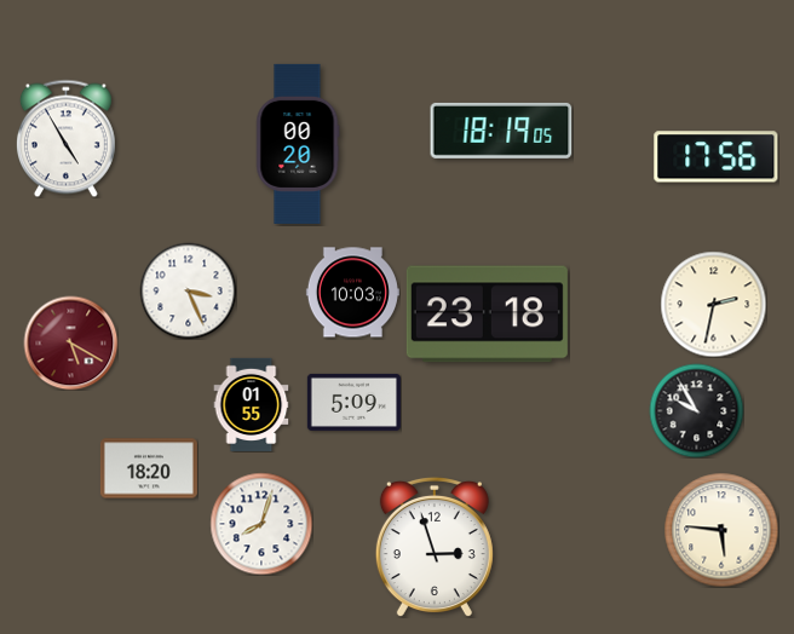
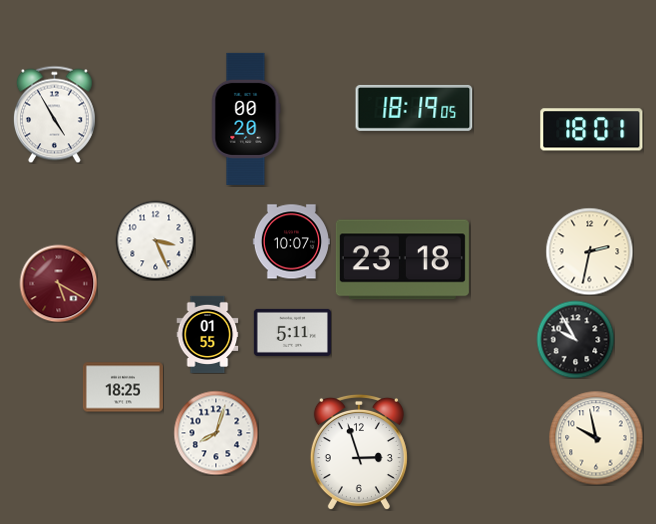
clock at (717, 157): 17:56 -> 18:01
clock at (352, 293): 10:03 -> 10:07
clock at (353, 402): 5:09 -> 5:11
clock at (149, 468): 18:20 -> 18:25
clock at (721, 530): 5:46 -> 9:58
